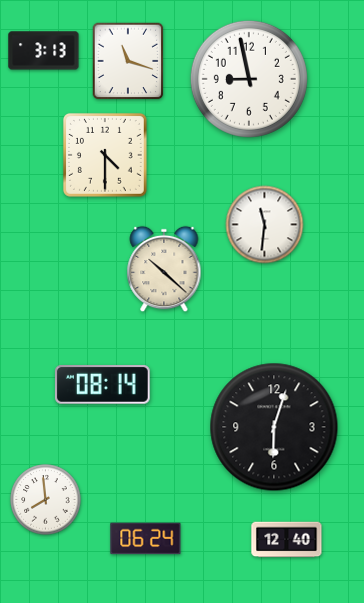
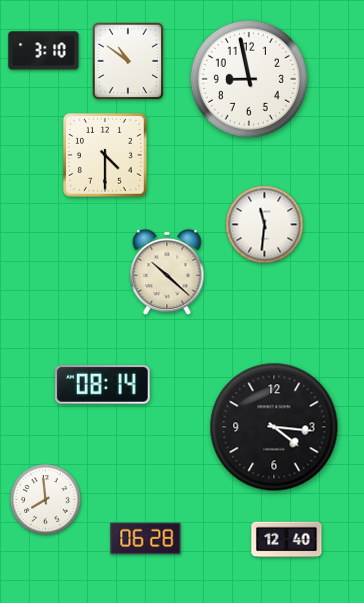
clock at (44, 51): 3:13 -> 3:10
clock at (128, 61): 11:18 -> 10:51
clock at (164, 269) position: (164, 269) -> (167, 272)
clock at (274, 427): 6:03 -> 4:16
clock at (146, 539): 06:24 -> 06:28
